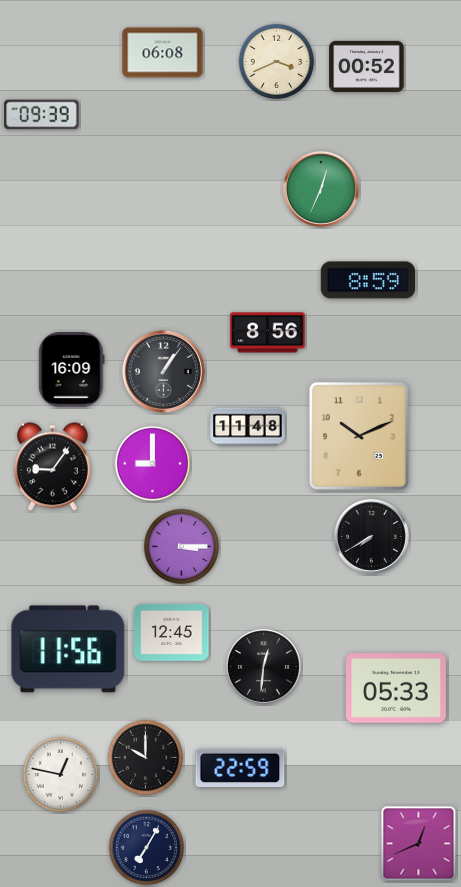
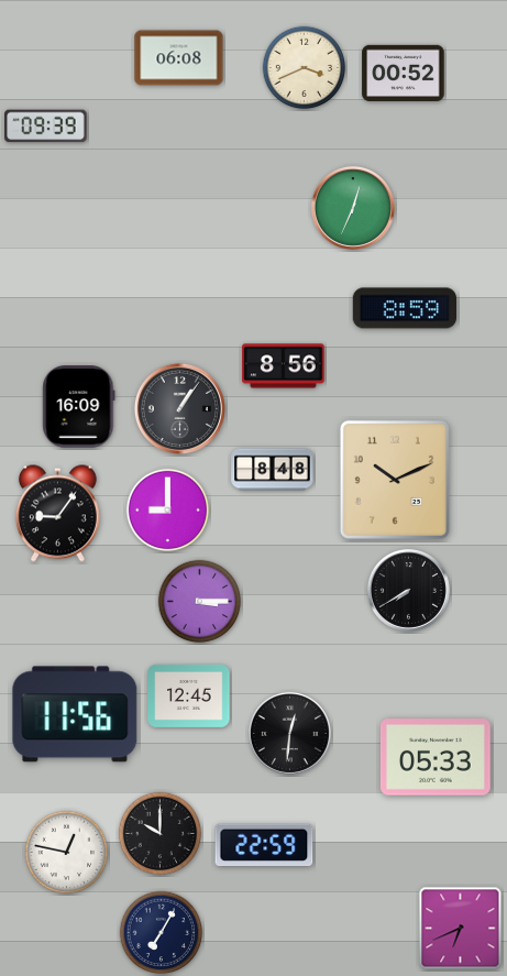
clock at (268, 333) position: (268, 333) -> (284, 366)
clock at (248, 427): 11:48 -> 8:48
clock at (419, 844): 12:41 -> 6:41
